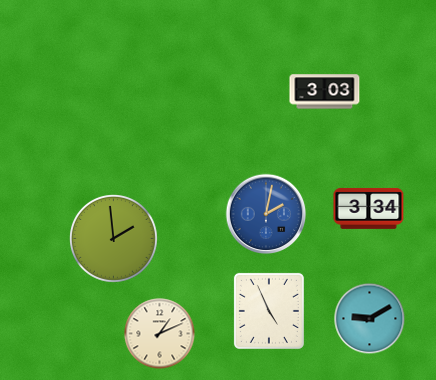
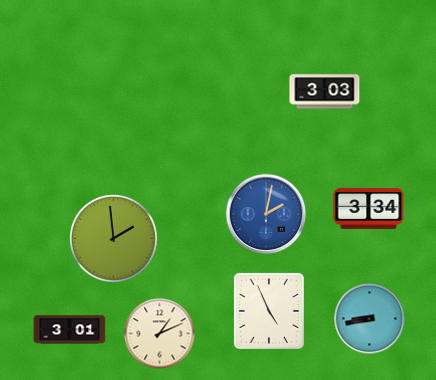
clock at (370, 319): 9:10 -> 8:43
clock at (70, 330): none -> 3:01
